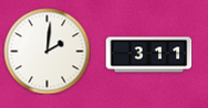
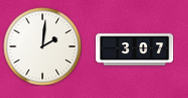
clock at (148, 55): 3:11 -> 3:07
